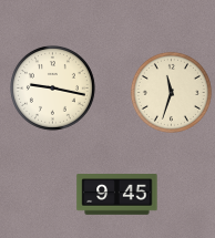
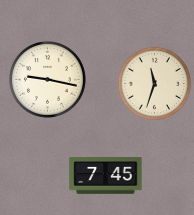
clock at (117, 195): 9:45 -> 7:45
